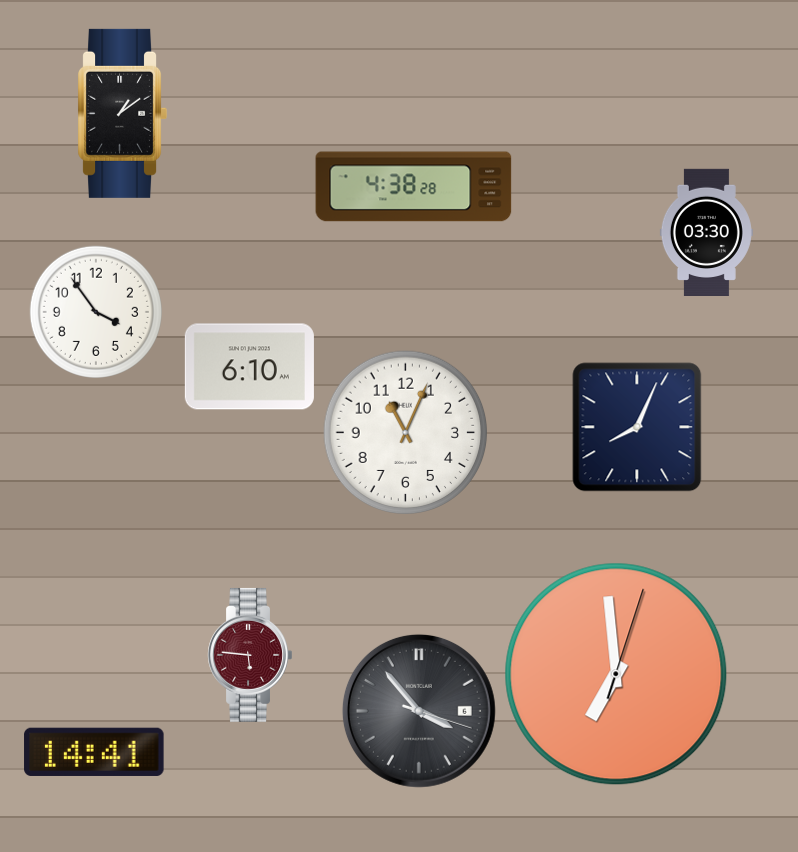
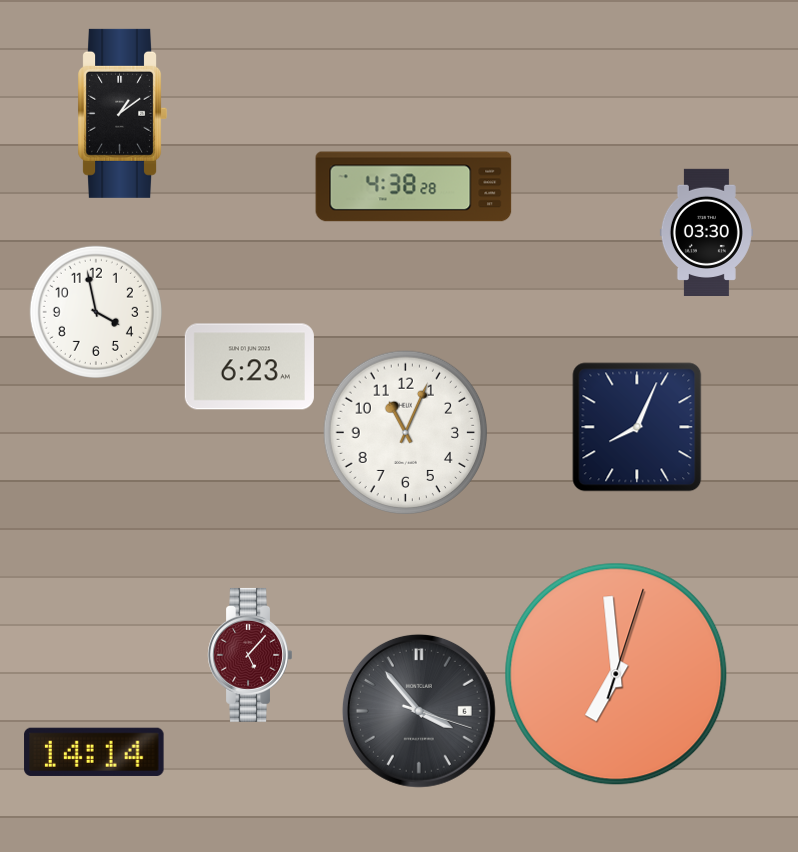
clock at (96, 312): 3:54 -> 3:58
clock at (249, 367): 6:10 -> 6:23
clock at (249, 655): 5:46 -> 5:07
clock at (94, 752): 14:41 -> 14:14
